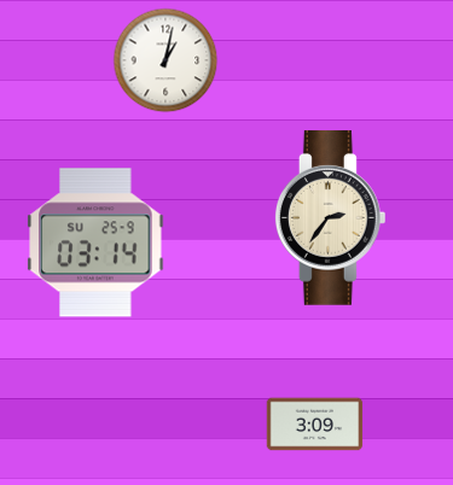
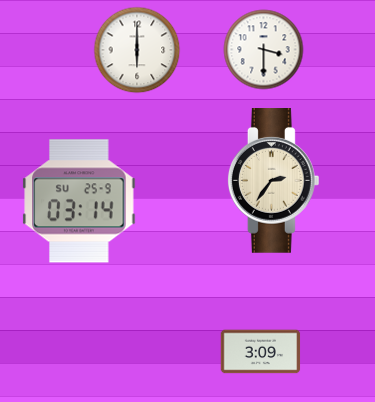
clock at (165, 60): 1:02 -> 6:00
clock at (264, 50): none -> 3:30
